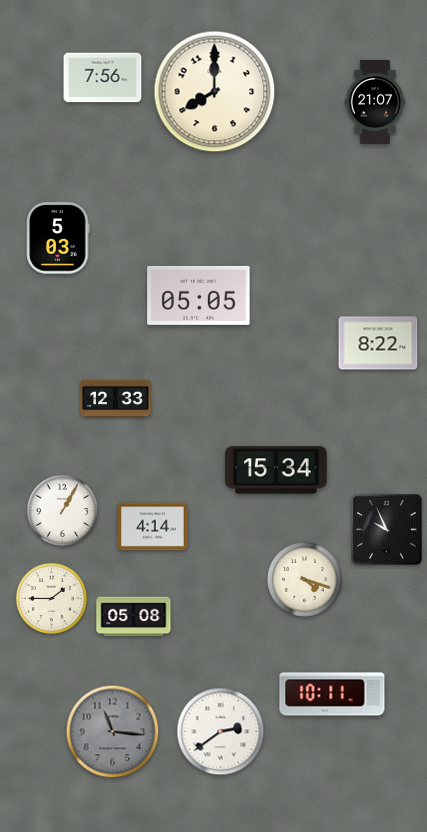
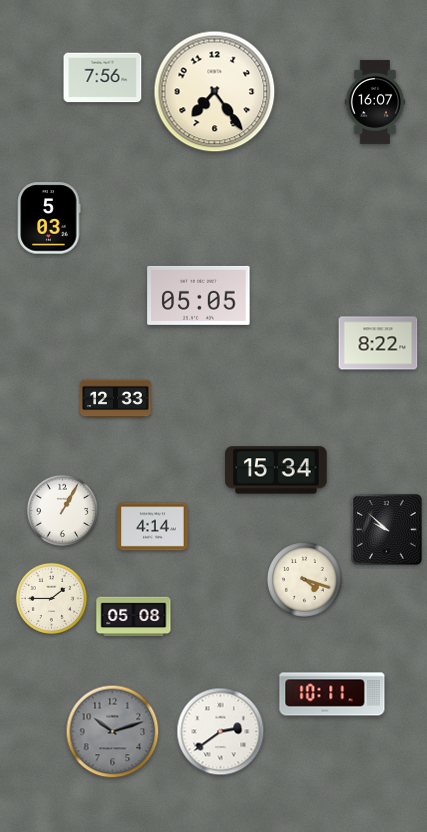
clock at (215, 92): 8:00 -> 7:24
clock at (375, 102): 21:07 -> 16:07
clock at (58, 238) position: (58, 238) -> (49, 218)
clock at (387, 530): 9:56 -> 9:52
clock at (113, 732): 11:16 -> 10:12
